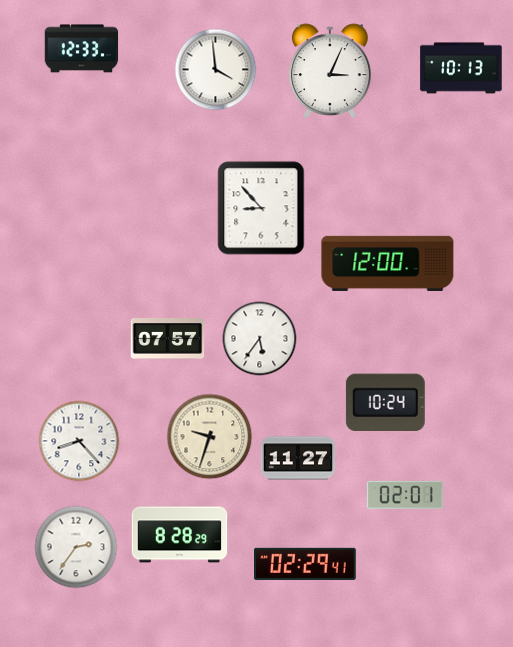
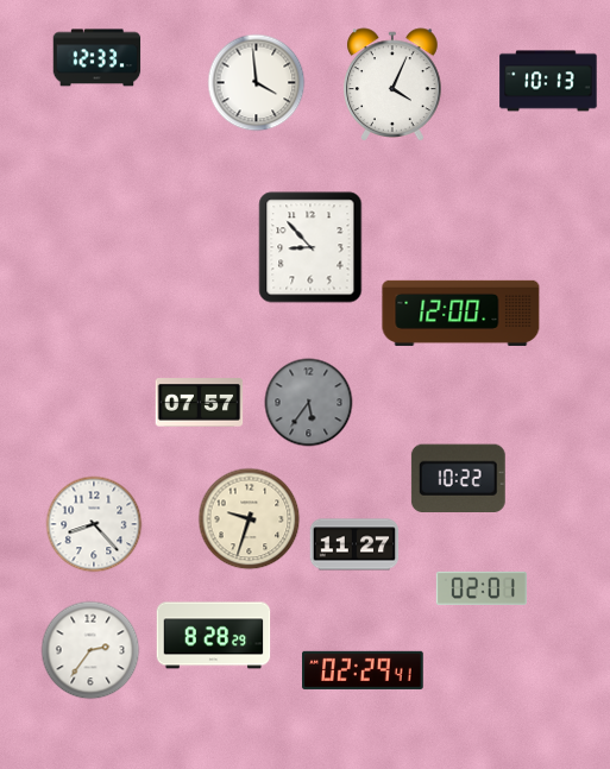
clock at (331, 71): 3:04 -> 4:04
clock at (260, 339) dial: white -> grey
clock at (385, 403): 10:24 -> 10:22
